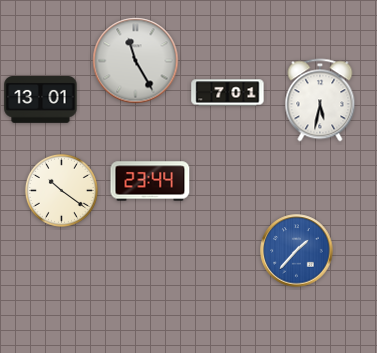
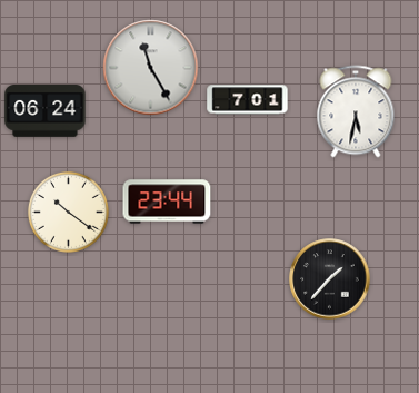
clock at (228, 93) position: (228, 93) -> (248, 100)
clock at (41, 100): 13:01 -> 06:24
clock at (297, 251) dial: blue -> black
